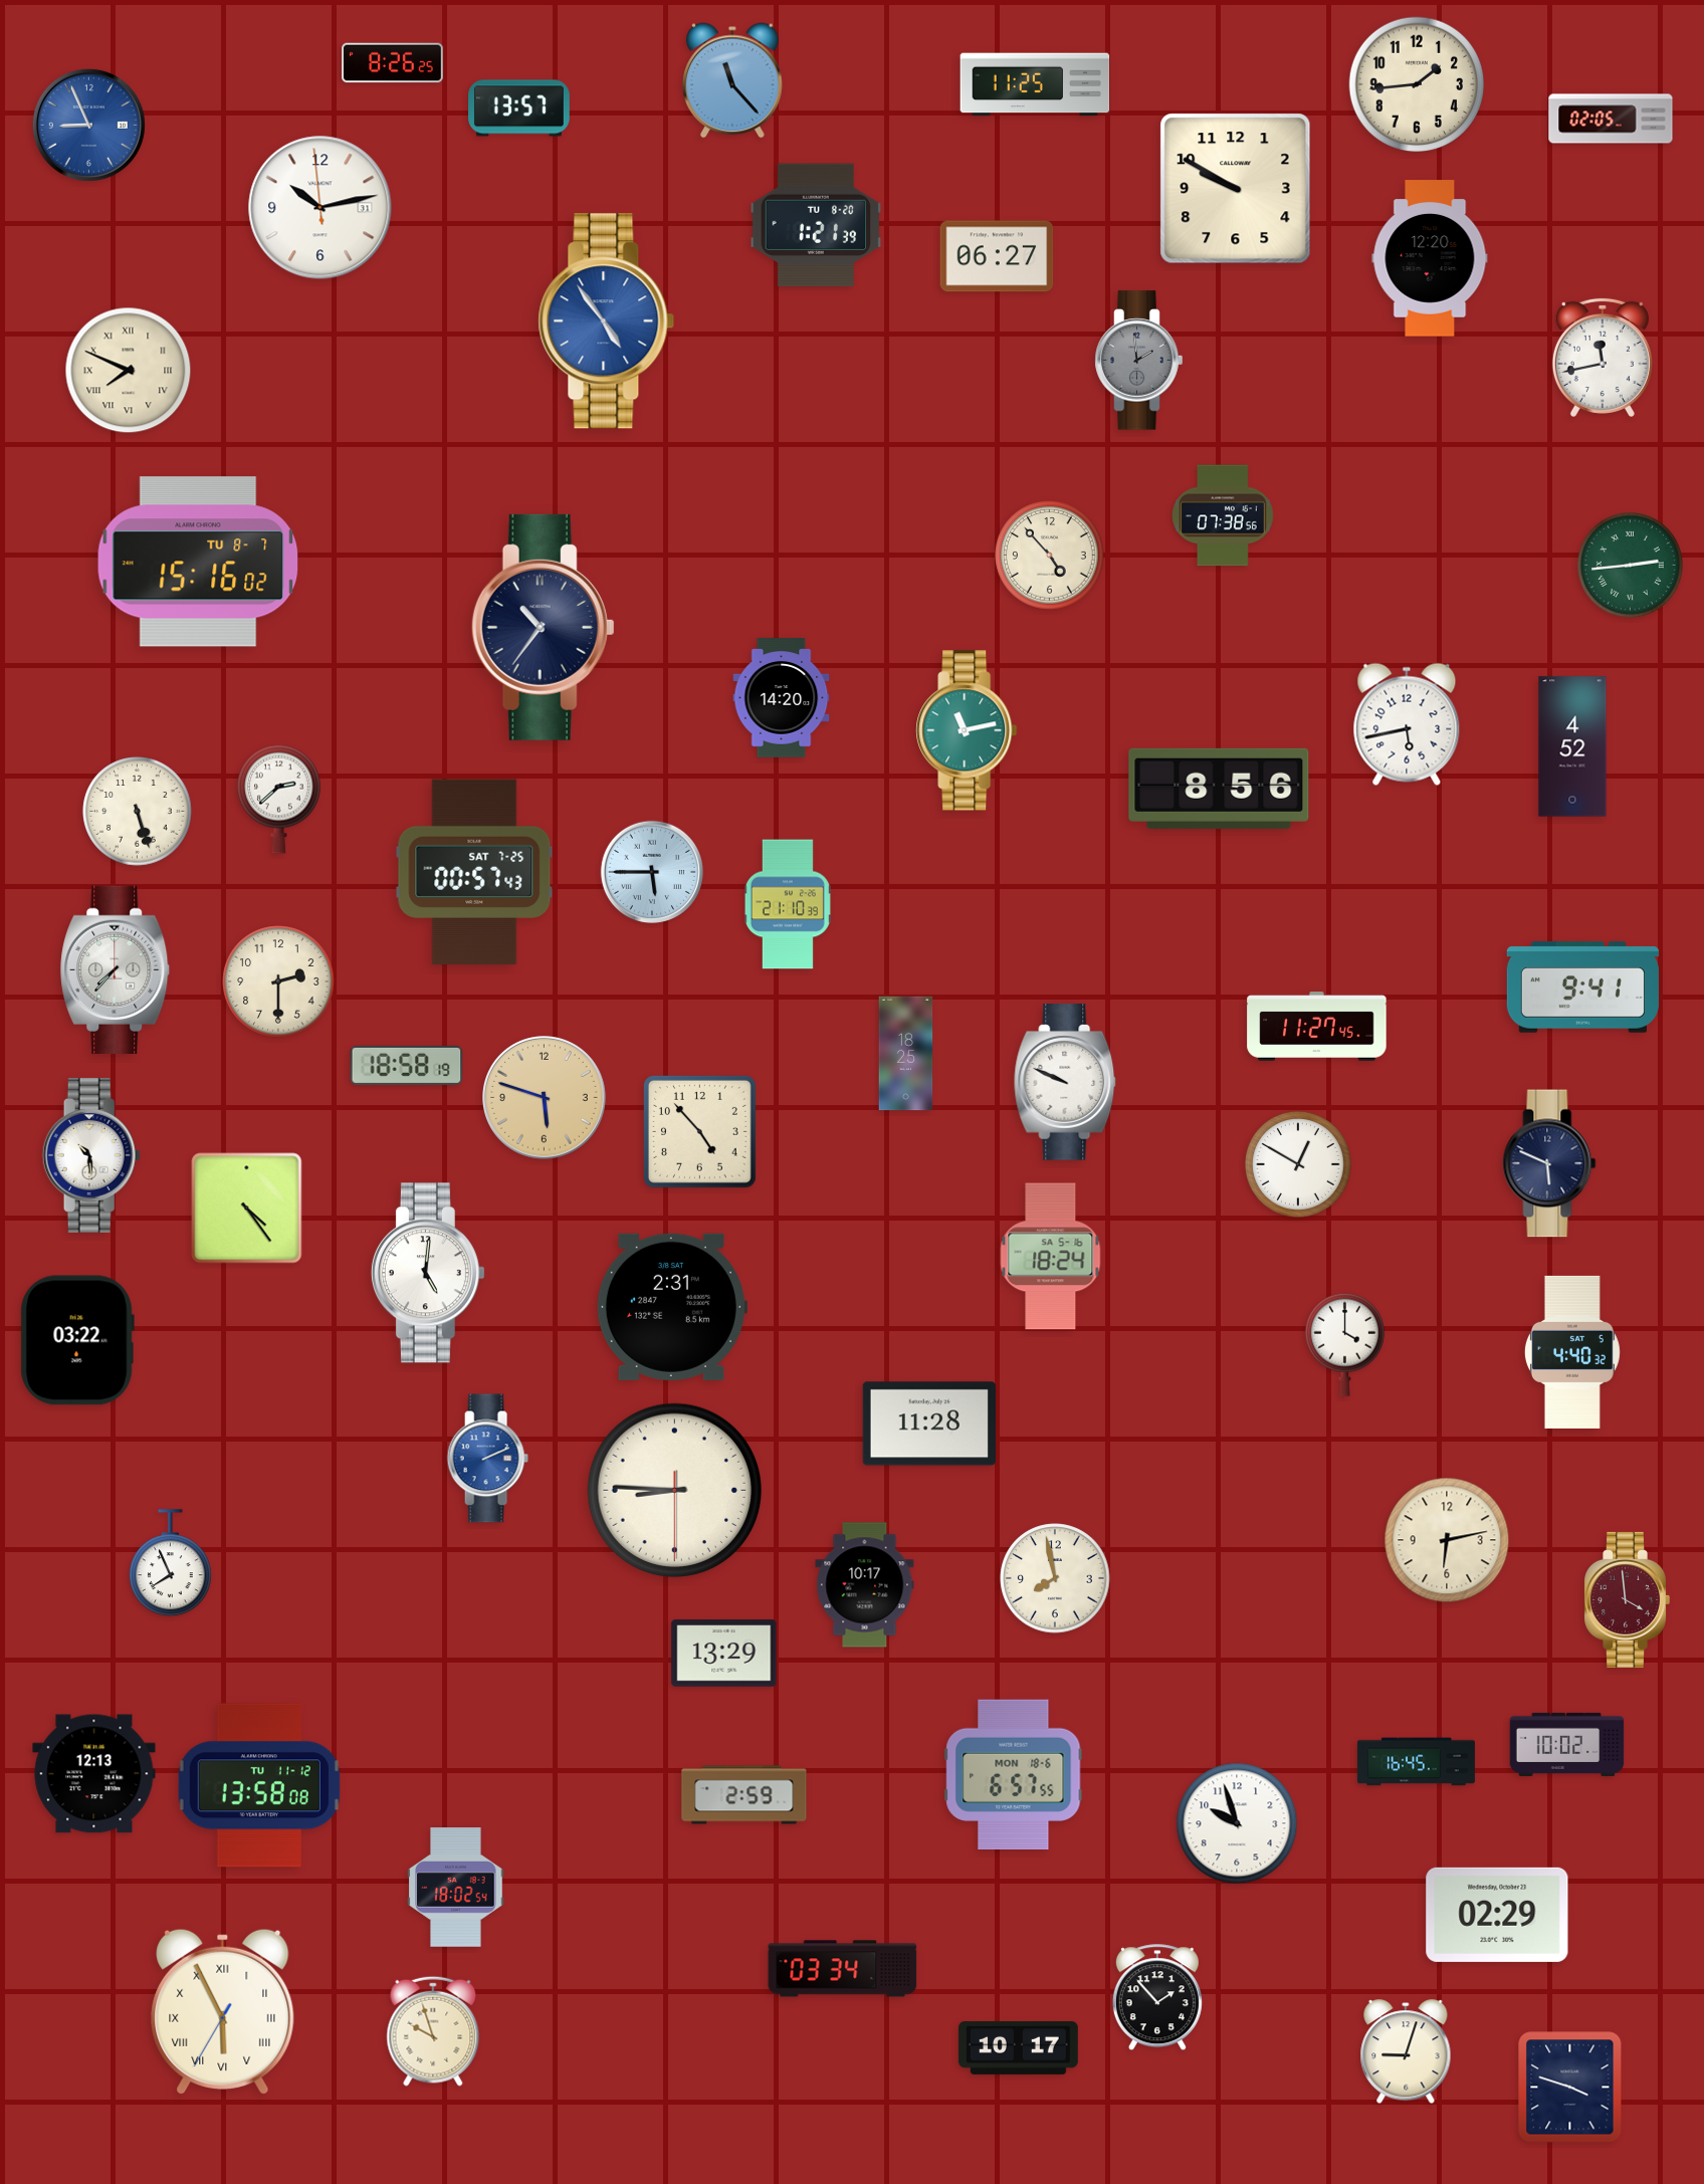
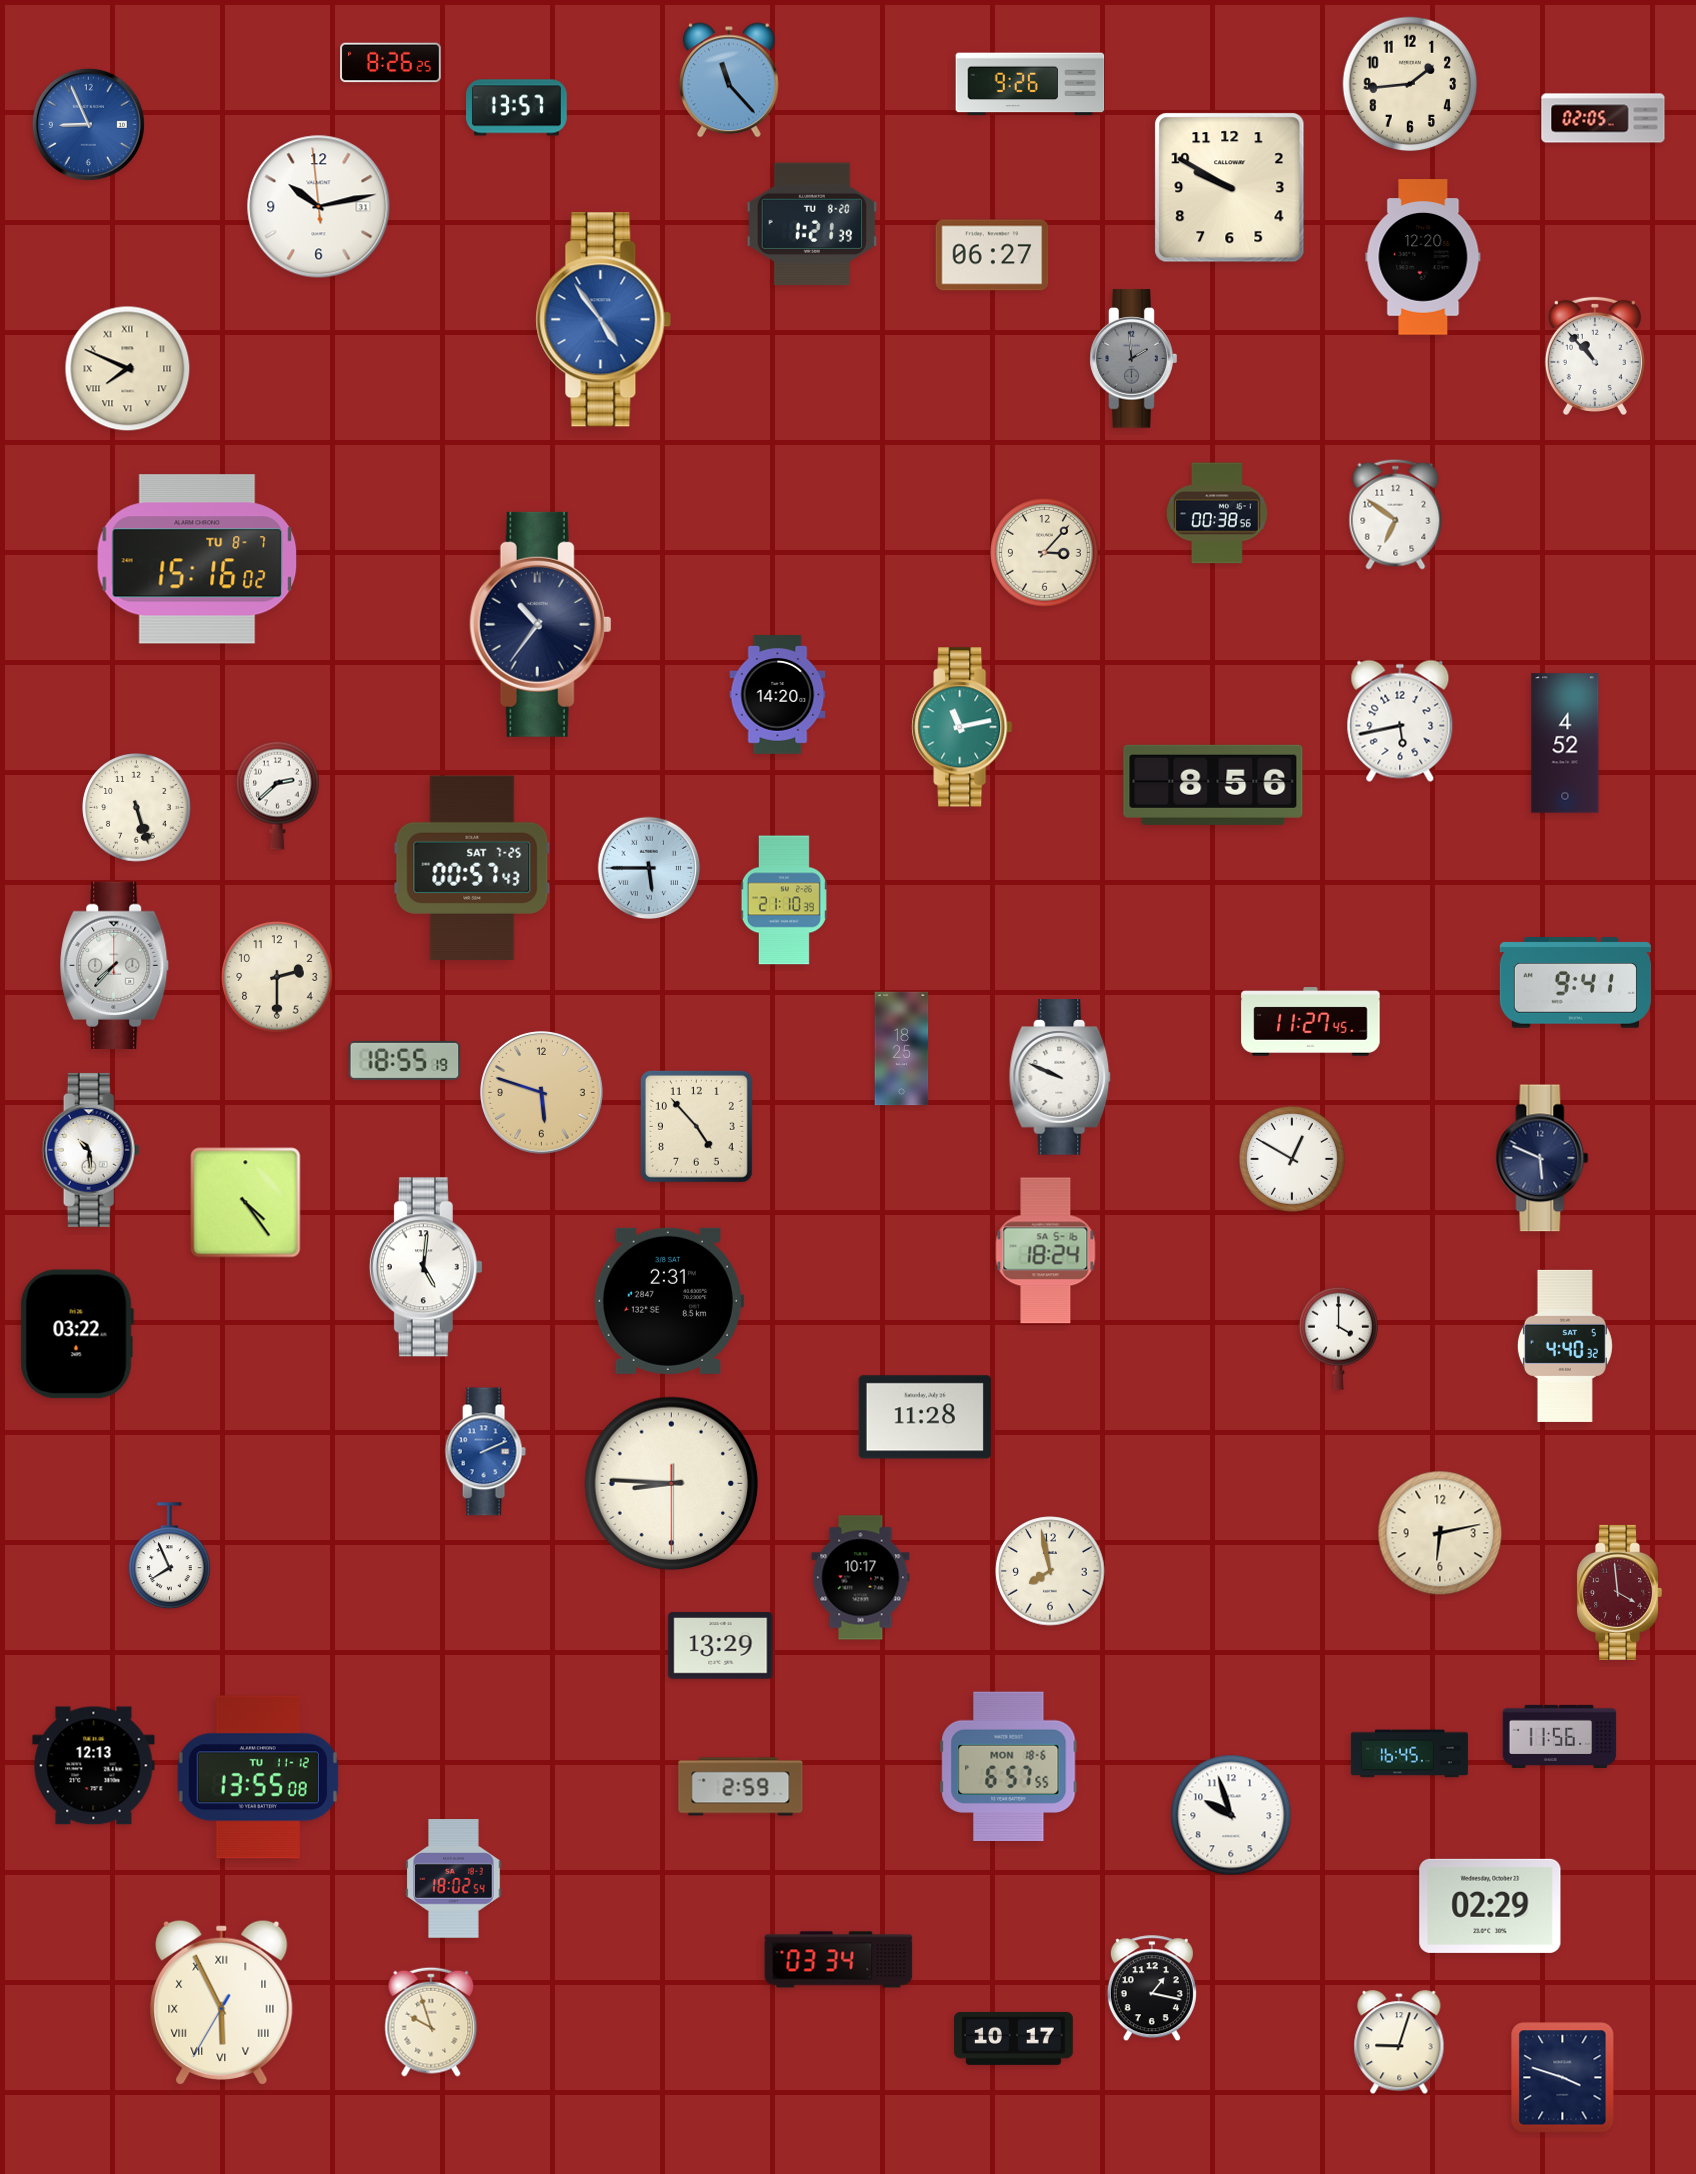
clock at (1035, 84): 11:25 -> 9:26
clock at (1603, 358): 11:43 -> 10:53
clock at (1224, 515): 07:38 -> 00:38
clock at (1396, 514): none -> 6:51
clock at (1050, 556): 4:53 -> 3:07
clock at (1630, 565): 2:44 -> none
clock at (407, 1065): 18:58 -> 18:55
clock at (1567, 1744): 10:02 -> 11:56
clock at (259, 1785): 13:58 -> 13:55
clock at (1157, 1998): 1:53 -> 1:17
